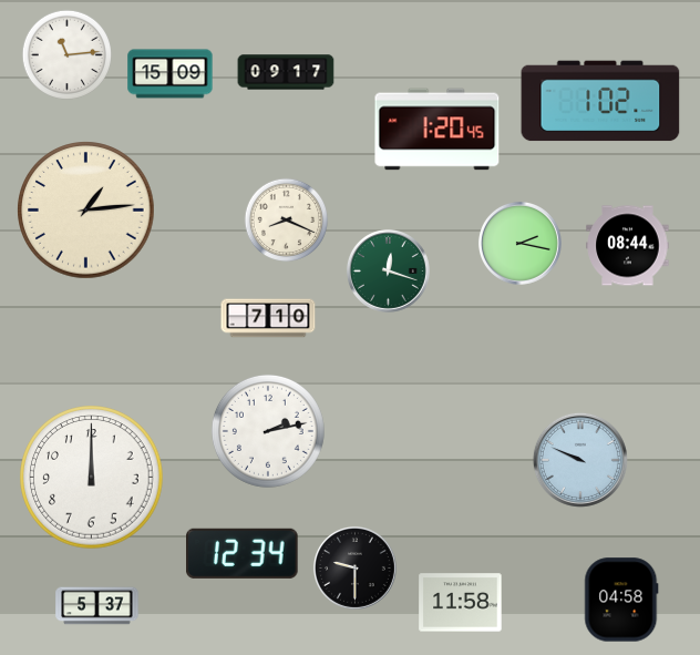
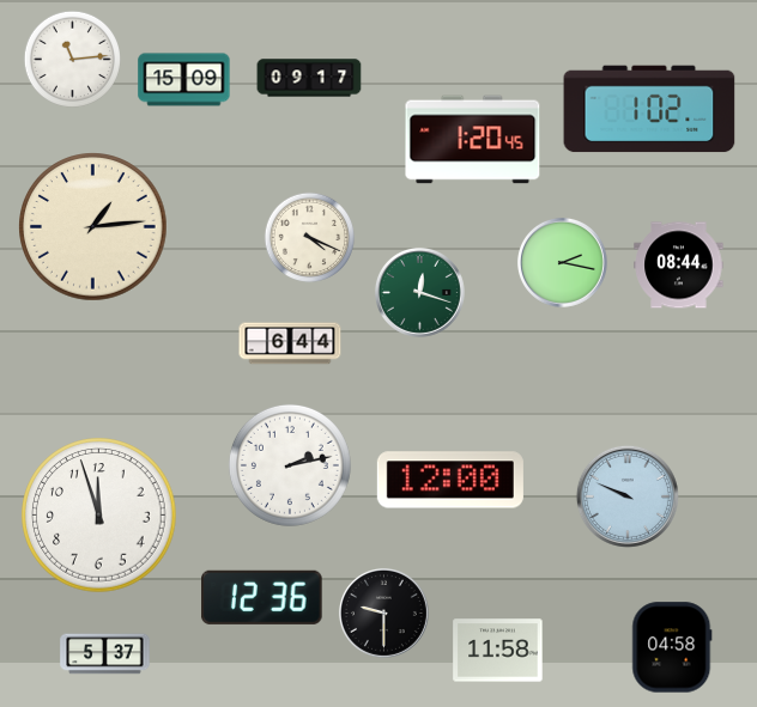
clock at (287, 221): 8:19 -> 4:19
clock at (268, 318): 7:10 -> 6:44
clock at (450, 480): none -> 12:00
clock at (92, 478): 12:00 -> 11:57
clock at (243, 553): 12:34 -> 12:36
